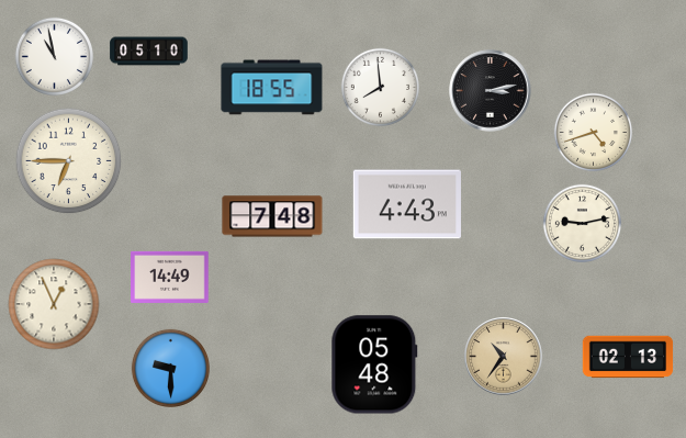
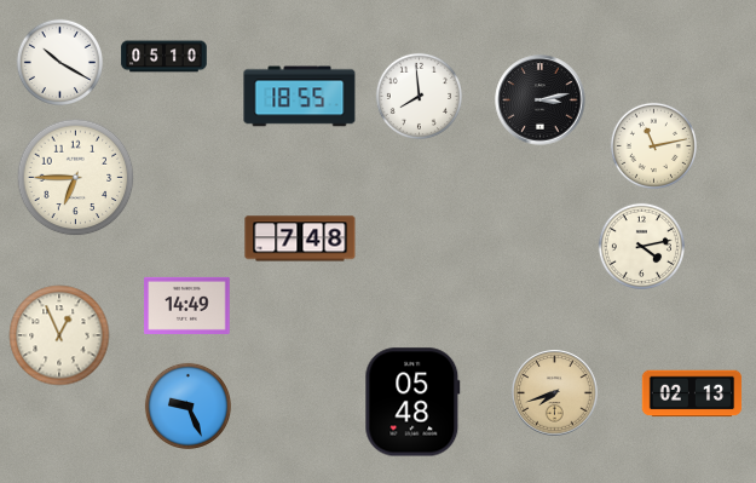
clock at (54, 56): 10:58 -> 10:20
clock at (593, 132): 4:42 -> 11:13
clock at (407, 204): 4:43 -> none
clock at (582, 223): 9:13 -> 4:13
clock at (504, 357): 10:36 -> 7:42
clock at (170, 368): 9:30 -> 9:26
